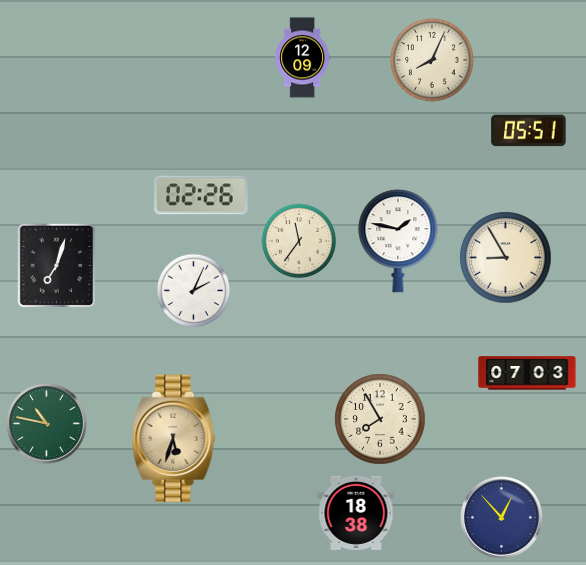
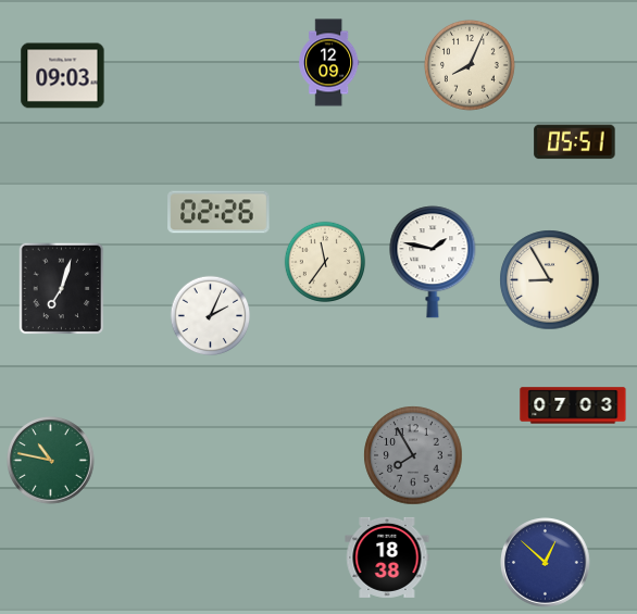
clock at (63, 76): none -> 09:03
clock at (380, 419) dial: cream -> grey
clock at (174, 438): 5:33 -> none
clock at (502, 518): 12:53 -> 12:52
